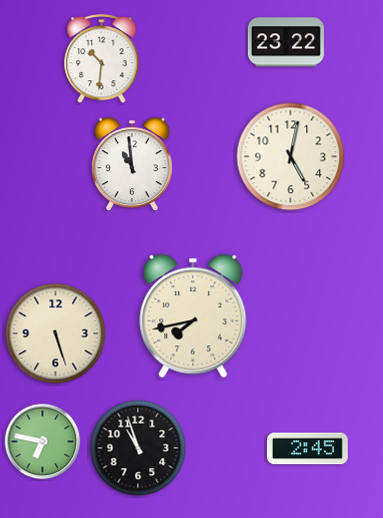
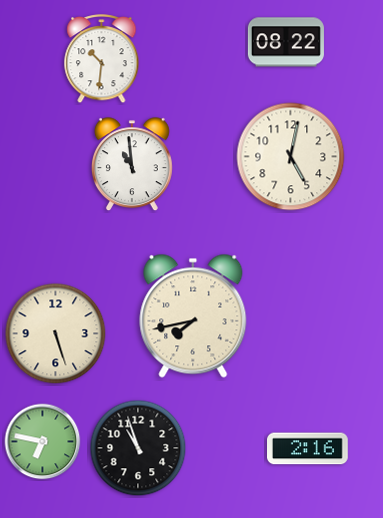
clock at (286, 42): 23:22 -> 08:22
clock at (308, 449): 2:45 -> 2:16
